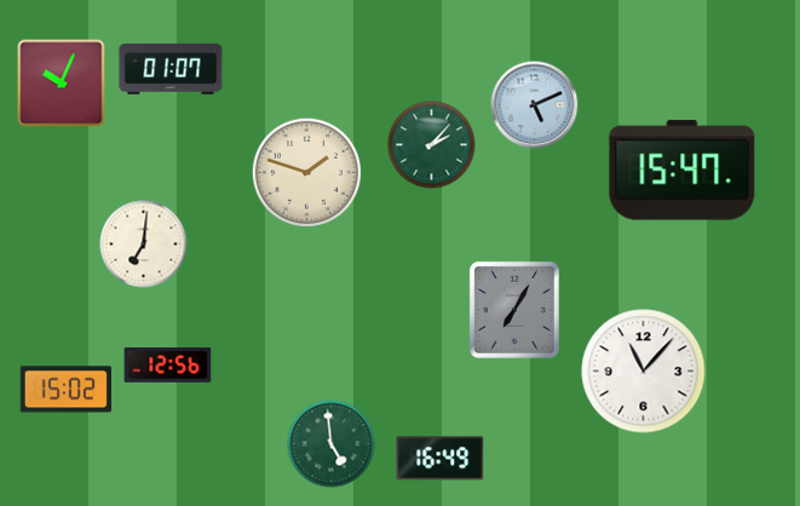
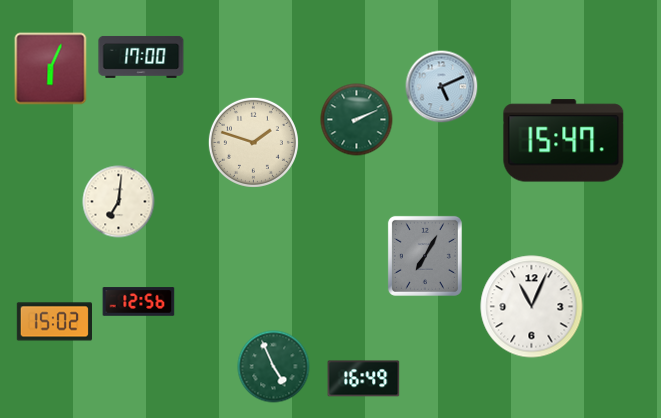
clock at (171, 69): 01:07 -> 17:00
clock at (62, 84): 10:04 -> 6:04
clock at (432, 145): 2:07 -> 2:11
clock at (644, 372): 11:07 -> 11:04
clock at (332, 444): 4:59 -> 4:56
